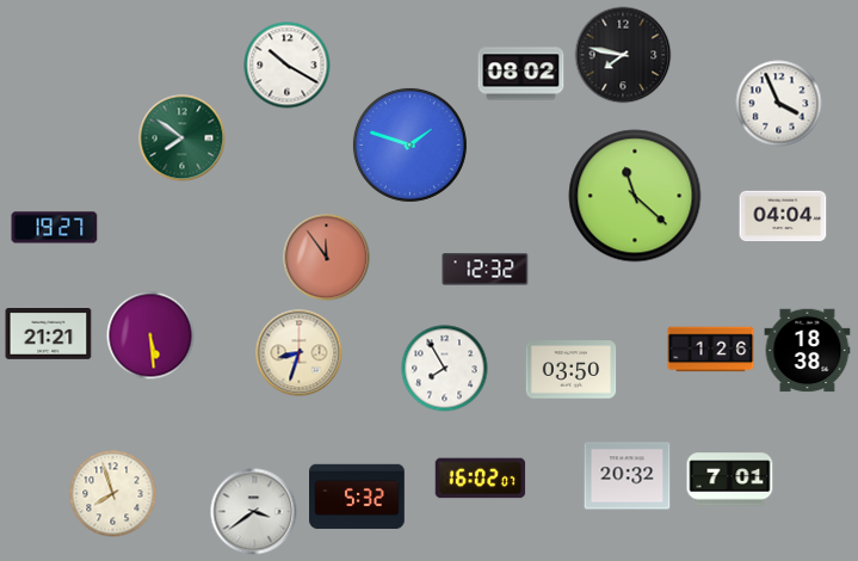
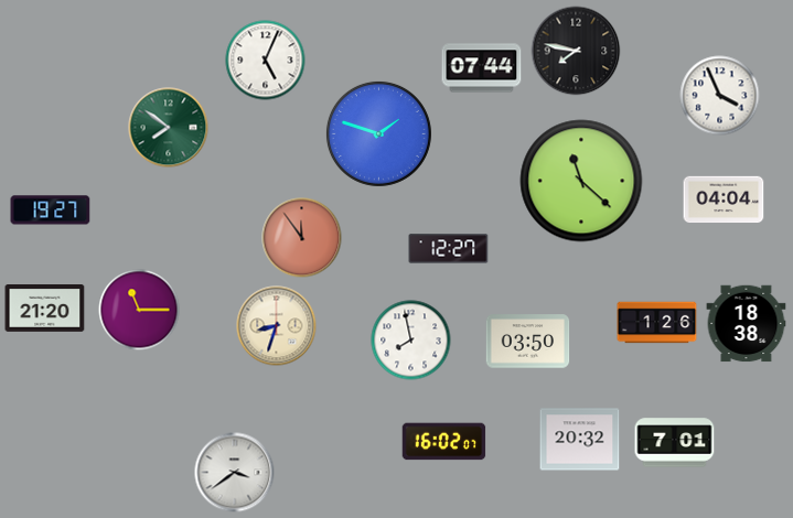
clock at (288, 66): 10:20 -> 5:04
clock at (521, 74): 08:02 -> 07:44
clock at (635, 196) position: (635, 196) -> (581, 181)
clock at (486, 270): 12:32 -> 12:27
clock at (49, 334): 21:21 -> 21:20
clock at (150, 335): 5:29 -> 11:15
clock at (445, 369): 7:55 -> 7:58
clock at (113, 494): 7:57 -> none
clock at (357, 497): 5:32 -> none
